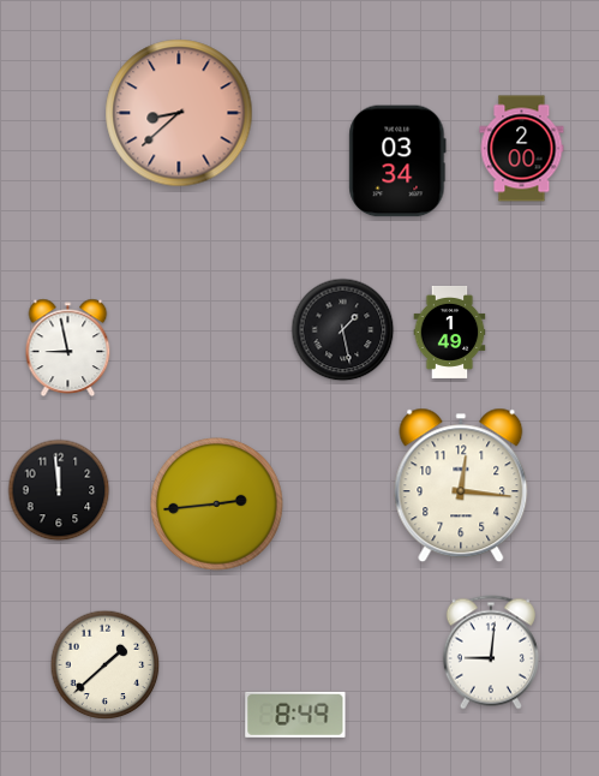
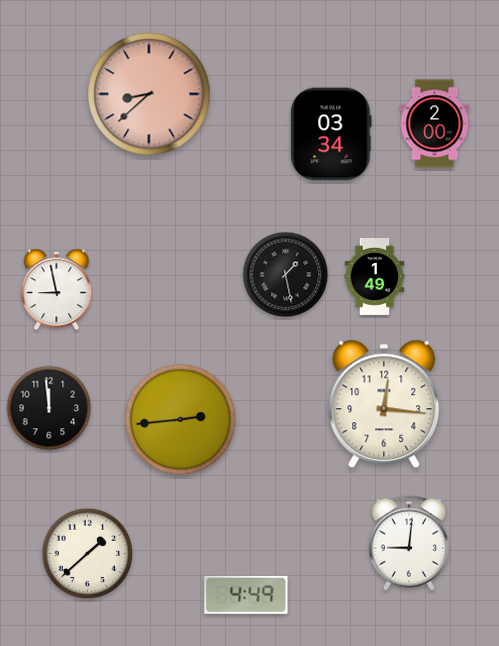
clock at (295, 715): 8:49 -> 4:49
